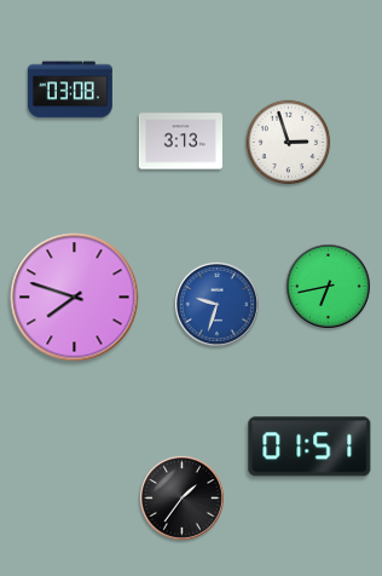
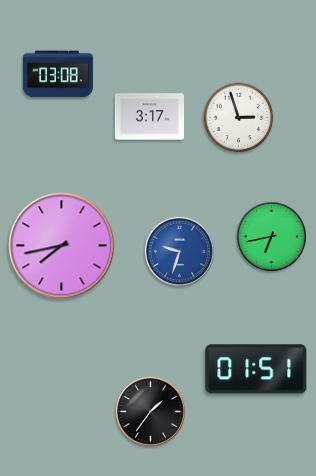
clock at (180, 142): 3:13 -> 3:17
clock at (75, 298): 7:48 -> 7:43
